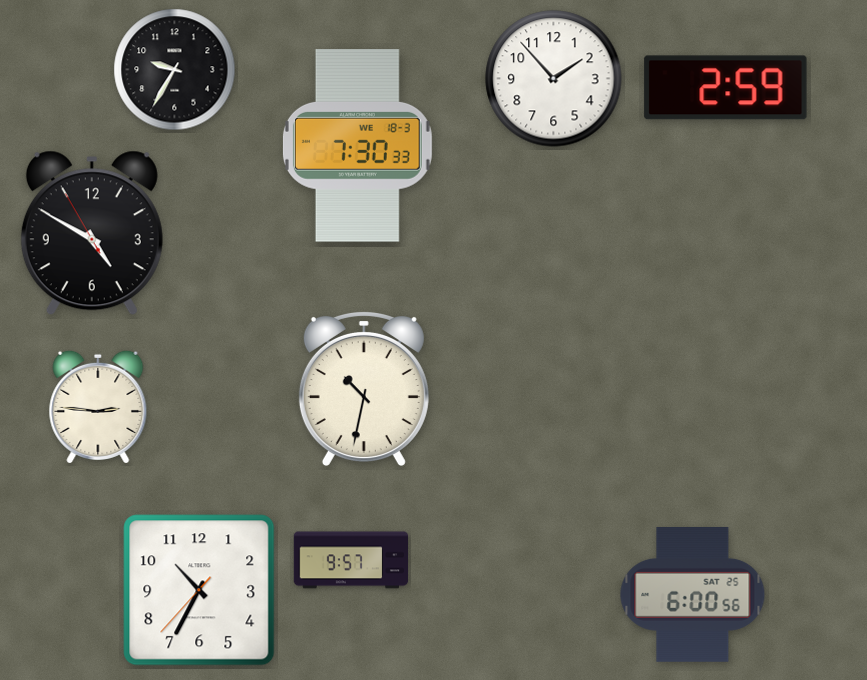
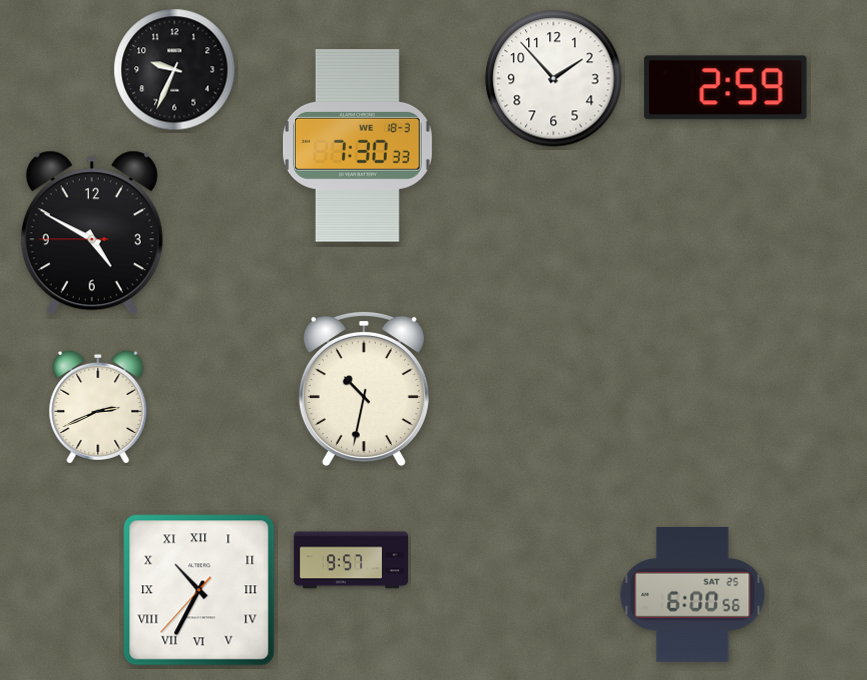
clock at (175, 70): 9:35 -> 9:34
clock at (92, 233): 4:49:55 -> 4:49:45
clock at (98, 407): 2:46 -> 2:41
clock at (199, 590) numerals: Arabic -> Roman
